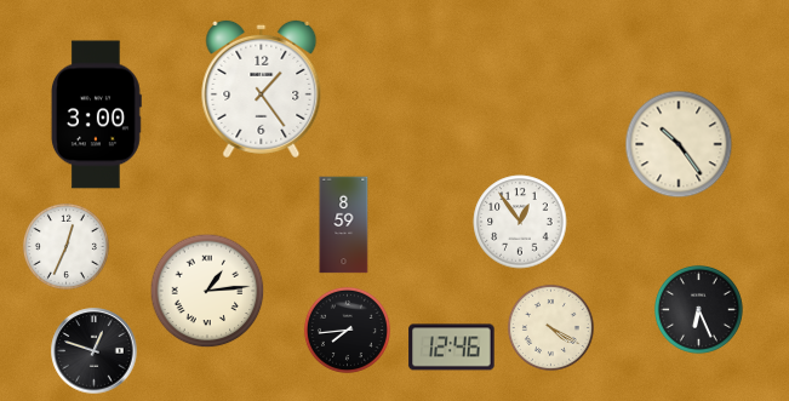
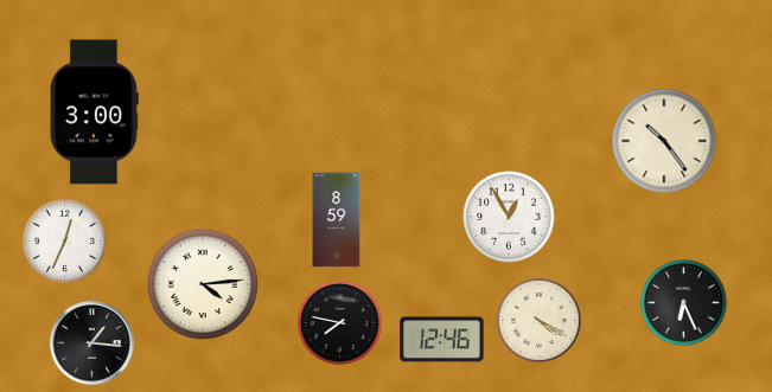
clock at (262, 88): 1:24 -> none
clock at (520, 222): 12:54 -> 12:55
clock at (207, 291): 1:14 -> 4:14
clock at (347, 330): 7:44 -> 7:47
clock at (95, 351): 12:48 -> 1:16
